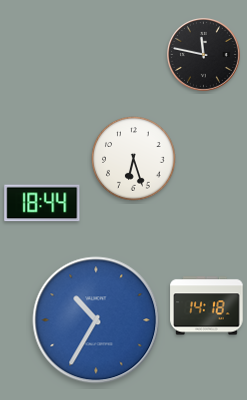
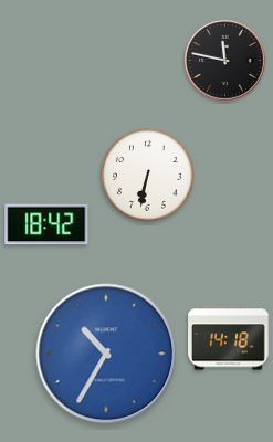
clock at (134, 159): 6:27 -> 6:32
clock at (42, 203): 18:44 -> 18:42
